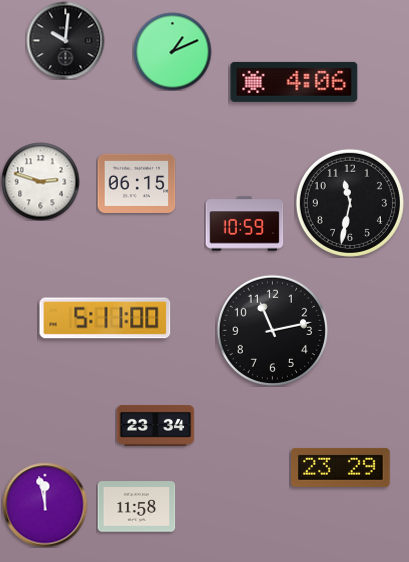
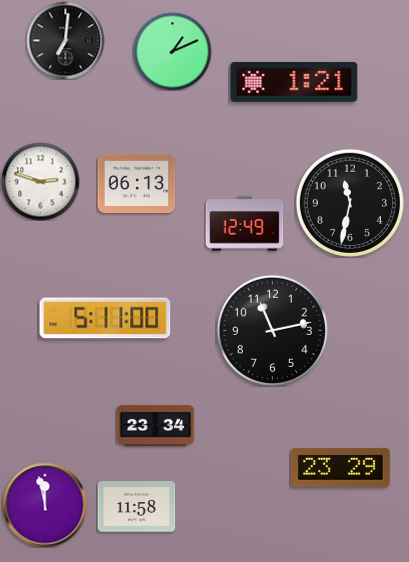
clock at (65, 40): 10:01 -> 7:01
clock at (294, 82): 4:06 -> 1:21
clock at (136, 183): 06:15 -> 06:13
clock at (244, 224): 10:59 -> 12:49
